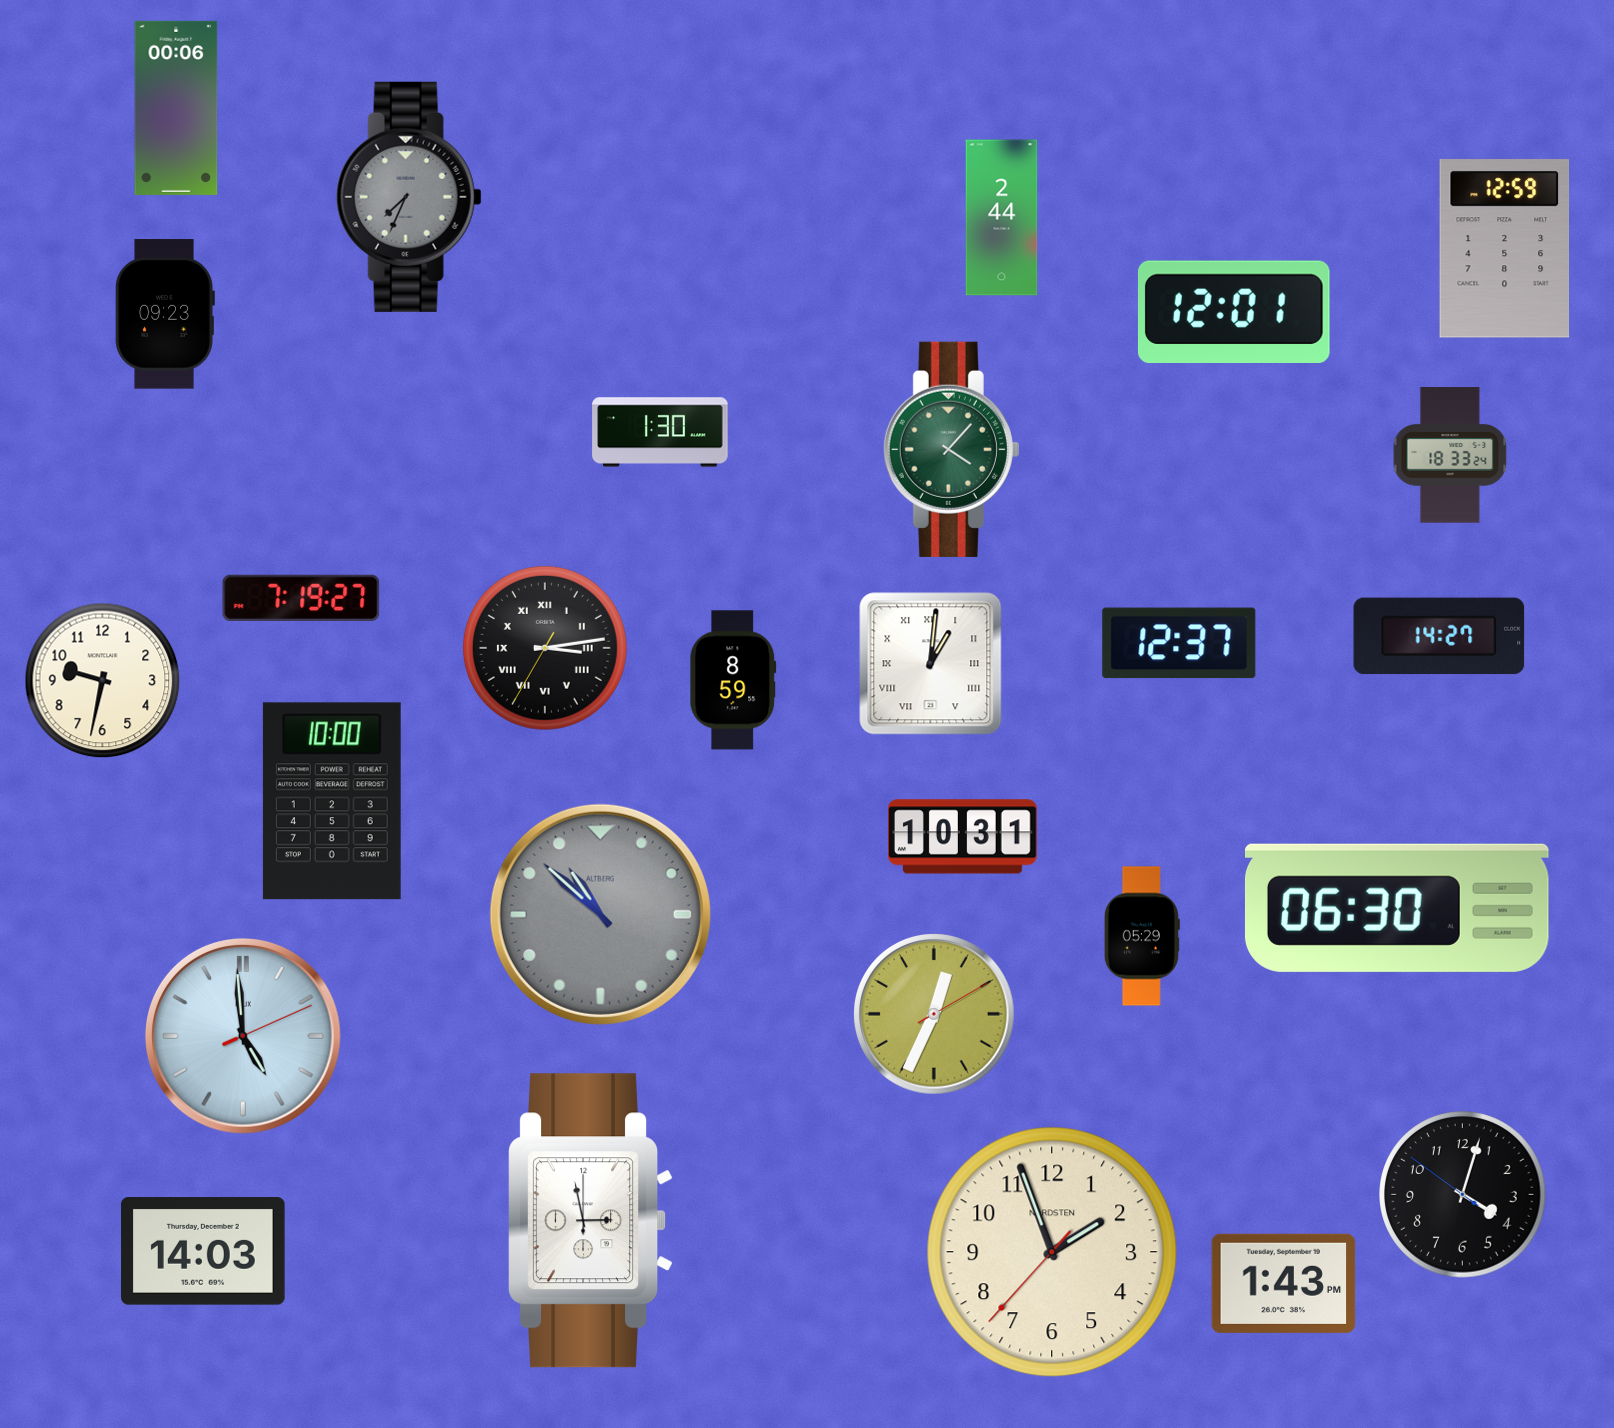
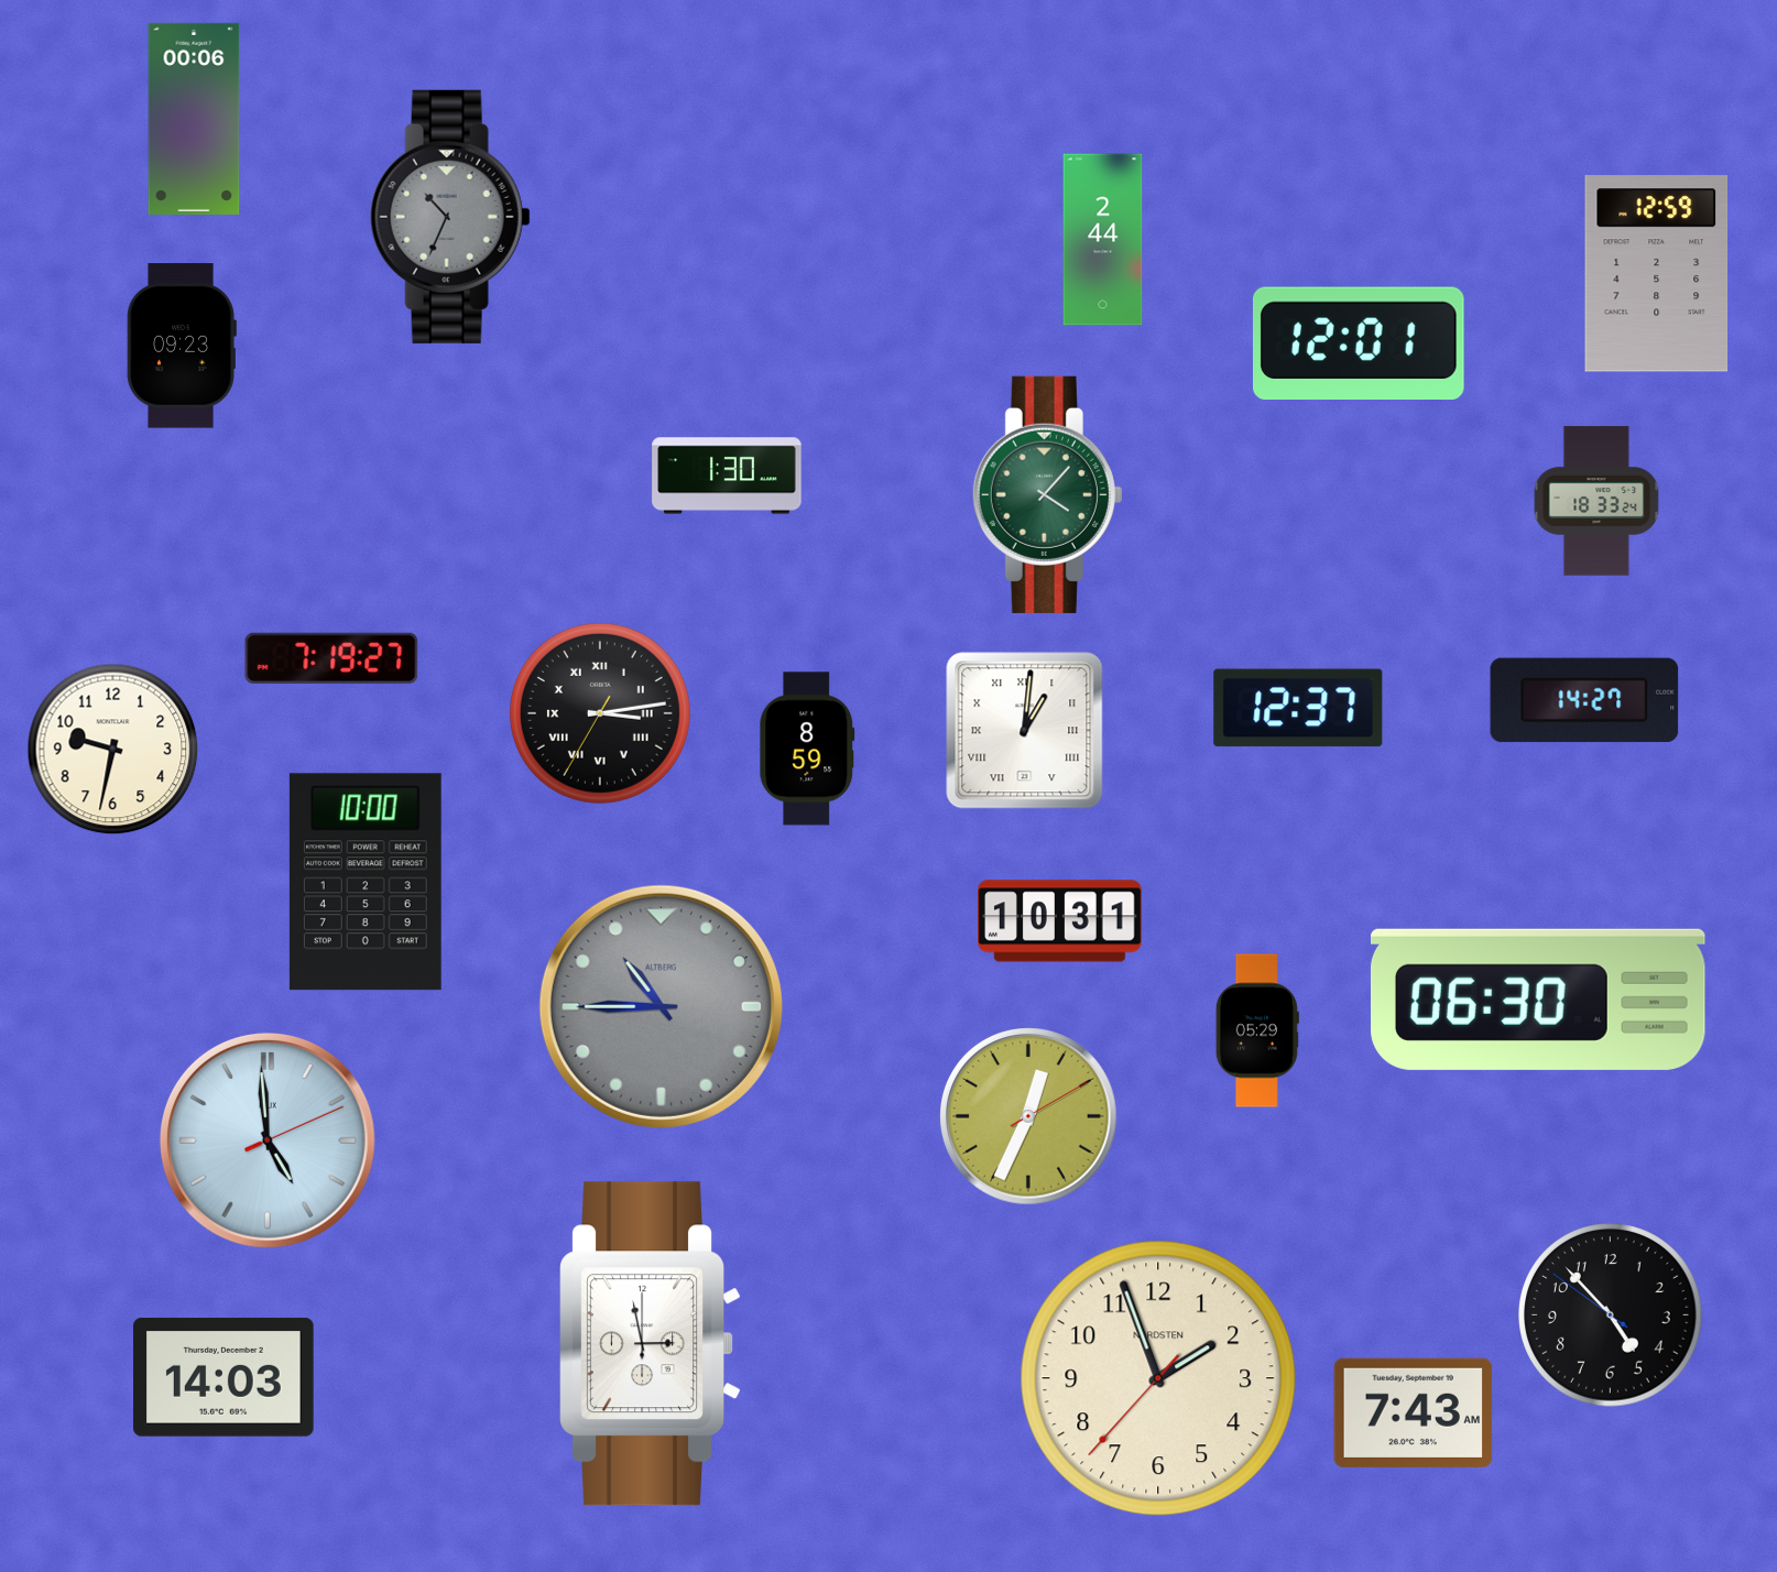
clock at (409, 197): 7:34 -> 10:34
clock at (600, 914): 10:52 -> 10:45
clock at (1463, 1195): 4:02 -> 4:52
clock at (1284, 1283): 1:43 -> 7:43
